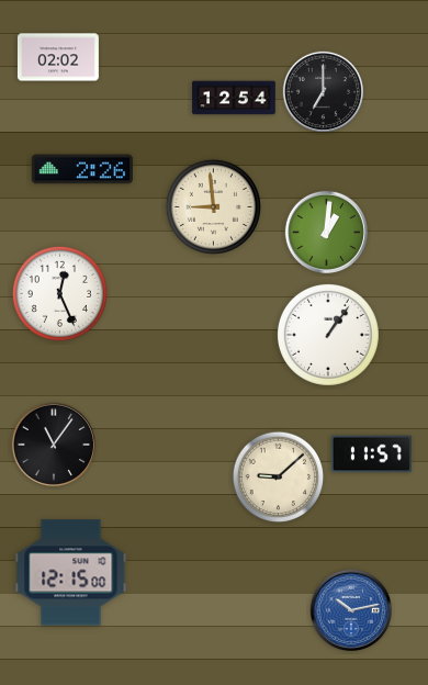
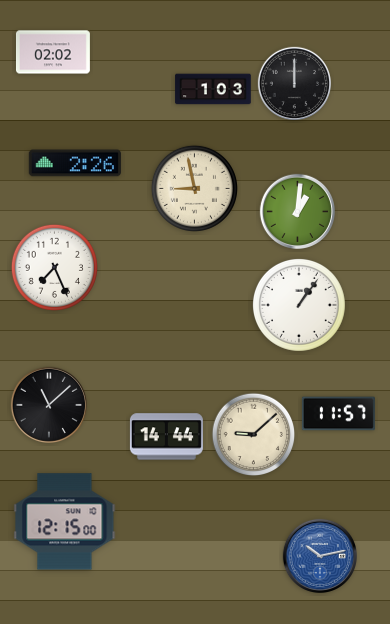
clock at (323, 91): 7:00 -> 12:00
clock at (234, 98): 12:54 -> 1:03
clock at (82, 169) position: (82, 169) -> (75, 163)
clock at (213, 206): 8:59 -> 8:58
clock at (59, 293): 12:26 -> 7:26
clock at (53, 443): 11:06 -> 11:08
clock at (166, 437): none -> 14:44
